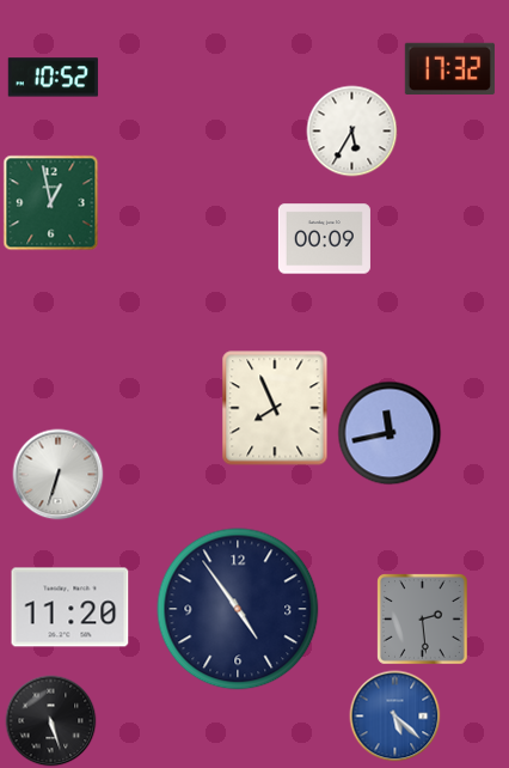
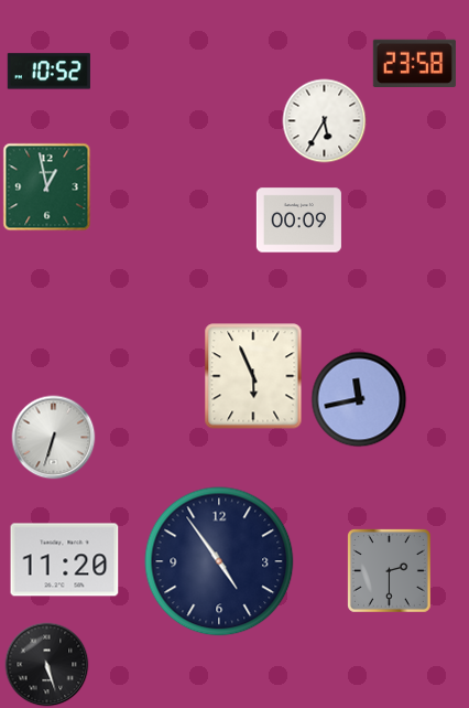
clock at (449, 68): 17:32 -> 23:58
clock at (275, 408): 7:56 -> 5:56
clock at (423, 620): 2:29 -> 2:30
clock at (395, 717): 5:22 -> none
